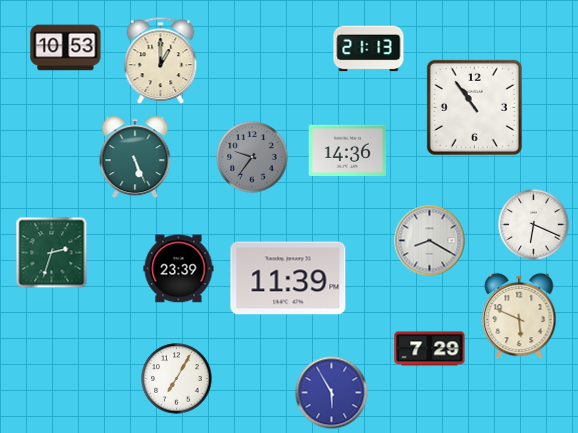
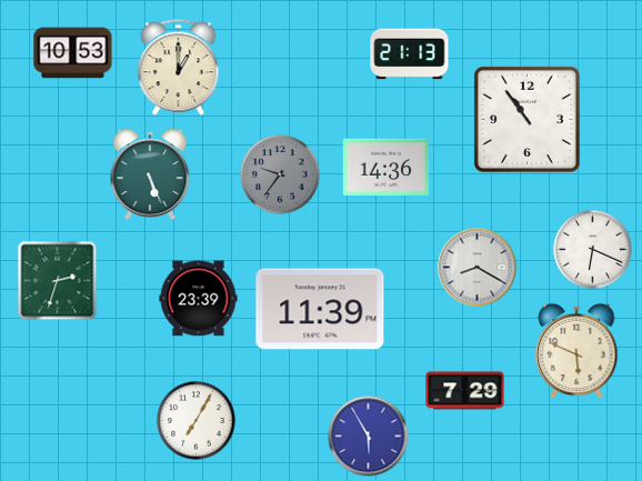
clock at (430, 349) position: (430, 349) -> (465, 391)
